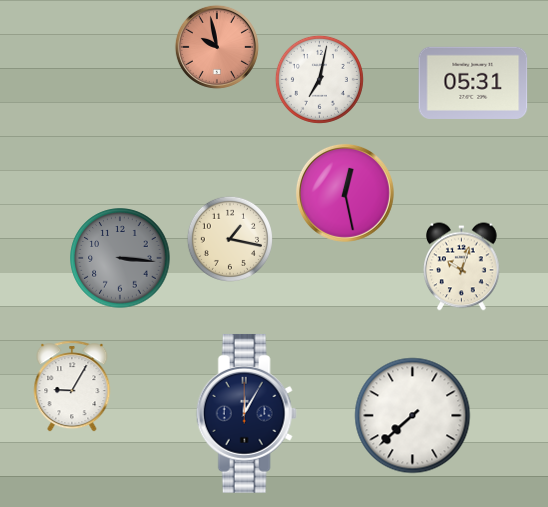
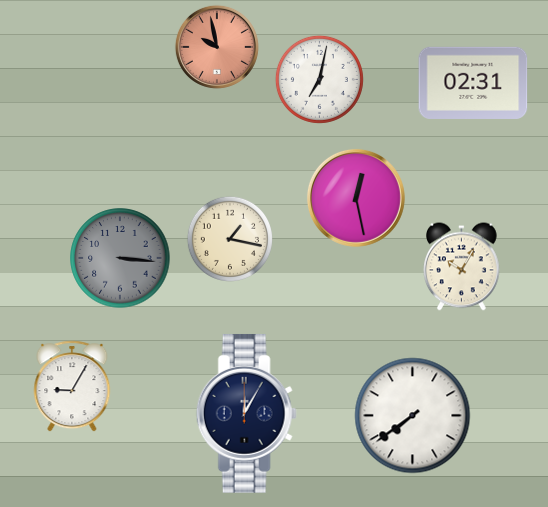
clock at (473, 83): 05:31 -> 02:31
clock at (345, 193) position: (345, 193) -> (356, 198)
clock at (462, 267): 10:03 -> 10:05
clock at (413, 416): 7:38 -> 7:39
